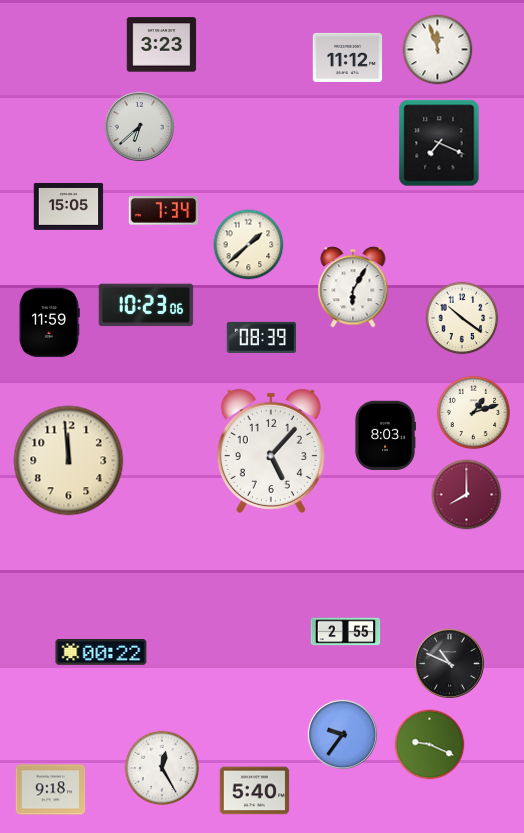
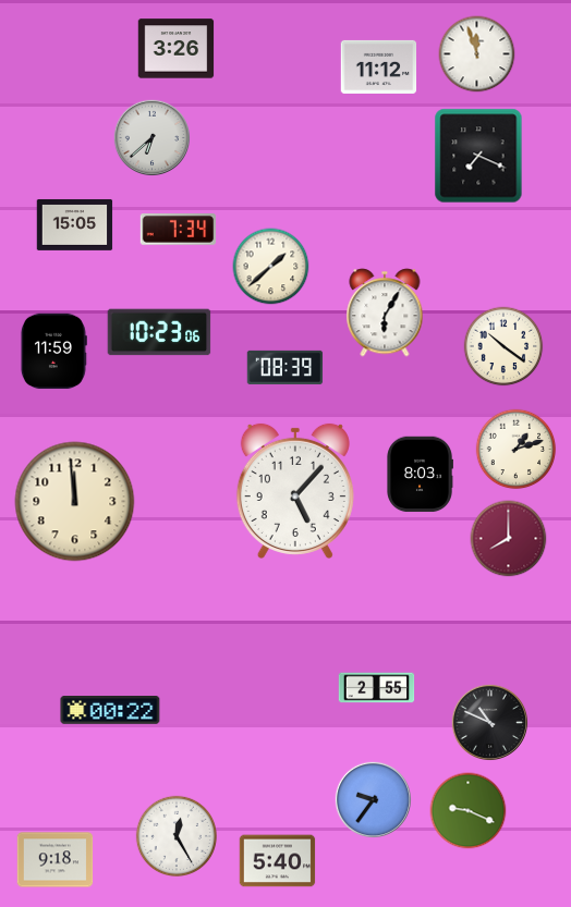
clock at (162, 45): 3:23 -> 3:26
clock at (348, 57) position: (348, 57) -> (379, 66)
